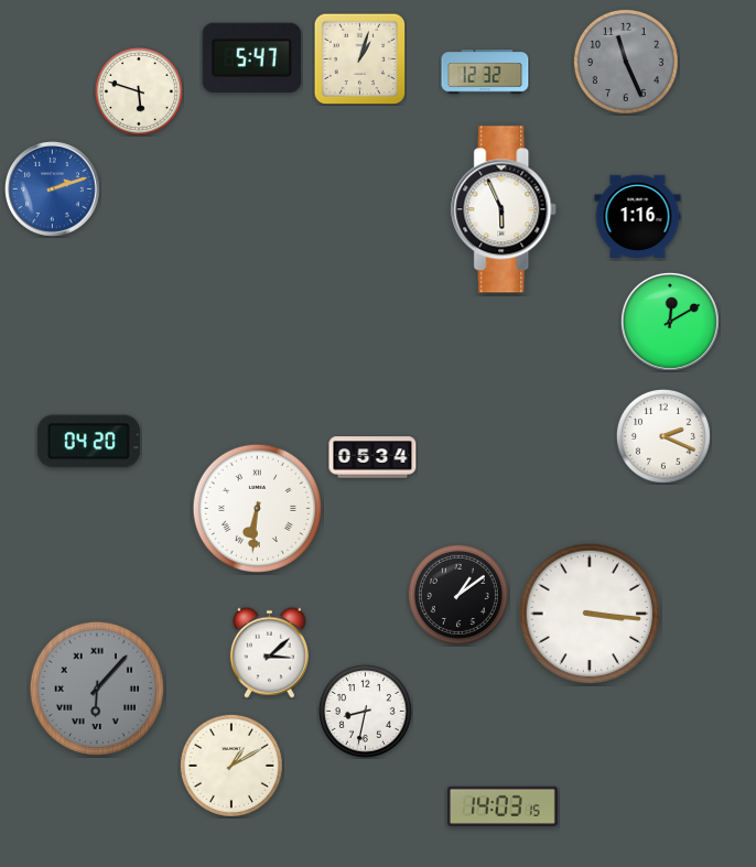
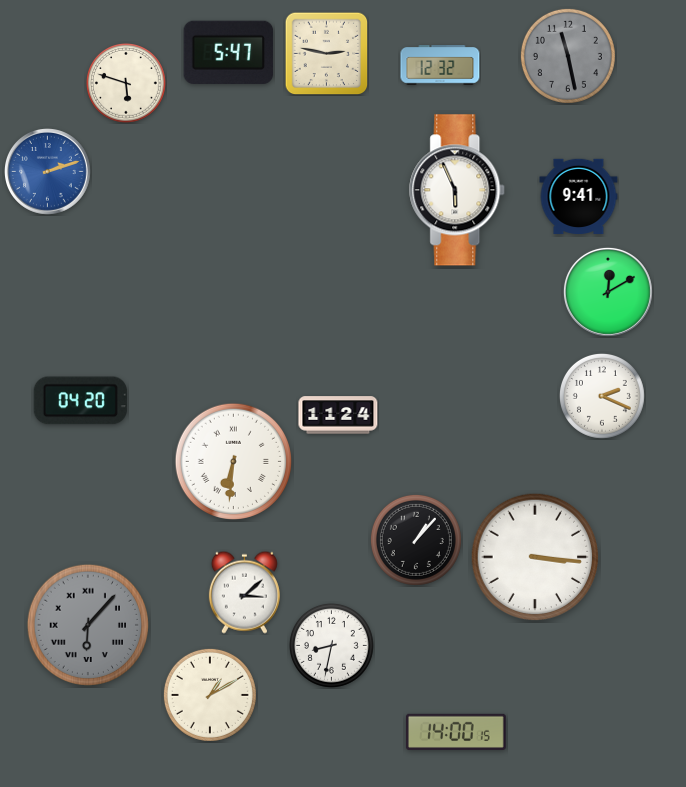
clock at (359, 58): 1:03 -> 2:47
clock at (626, 62): 11:26 -> 11:28
clock at (638, 216): 1:16 -> 9:41
clock at (372, 457): 05:34 -> 11:24
clock at (458, 595): 1:09 -> 1:07
clock at (503, 806): 14:03 -> 14:00
